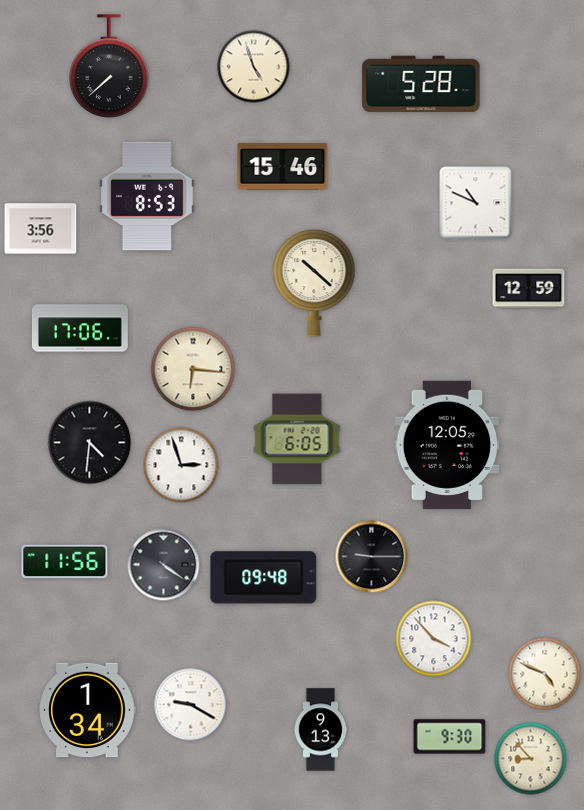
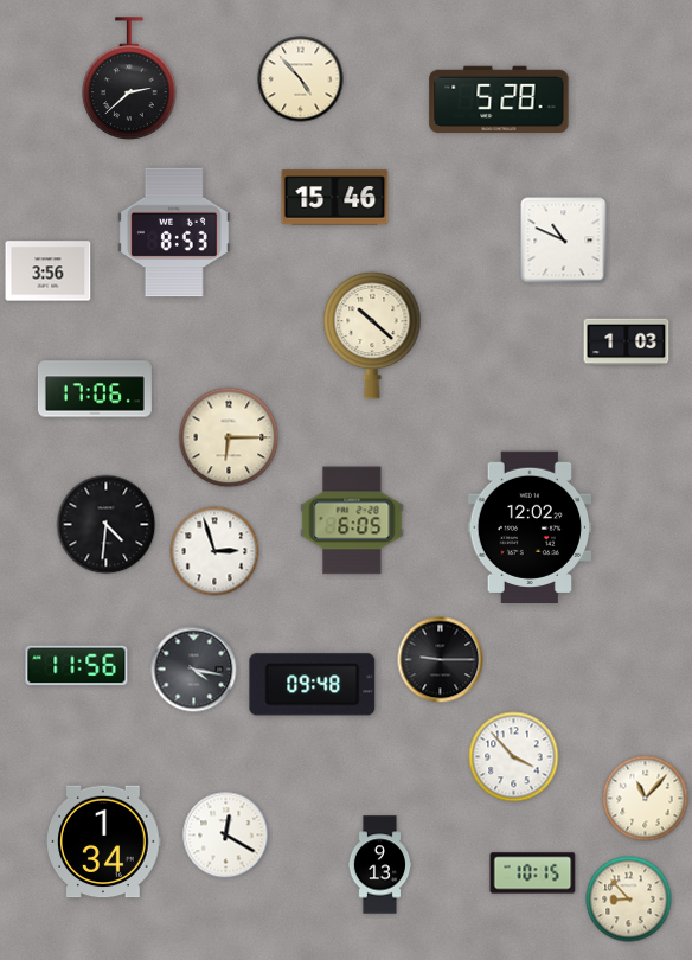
clock at (109, 66): 7:38 -> 2:38
clock at (254, 67): 4:57 -> 4:53
clock at (529, 289): 12:59 -> 1:03
clock at (193, 369): 6:16 -> 6:15
clock at (447, 444): 12:05 -> 12:02
clock at (164, 565): 4:21 -> 4:17
clock at (545, 674): 4:49 -> 11:07
clock at (191, 705): 9:20 -> 12:20
clock at (450, 737): 9:30 -> 10:15
